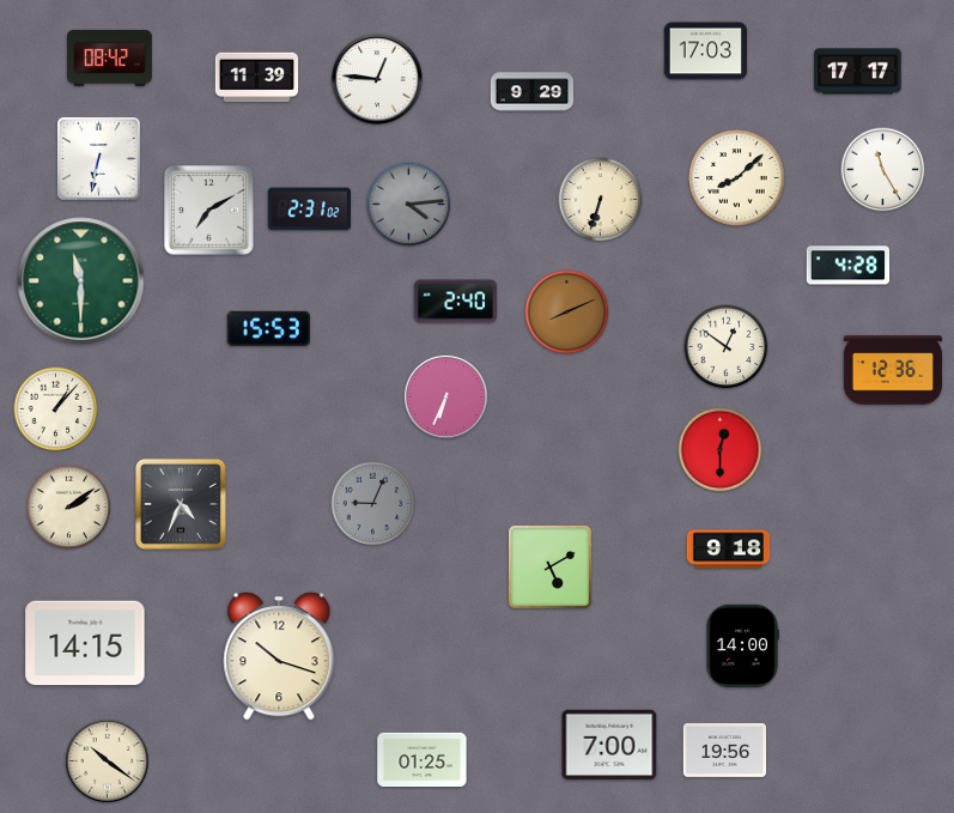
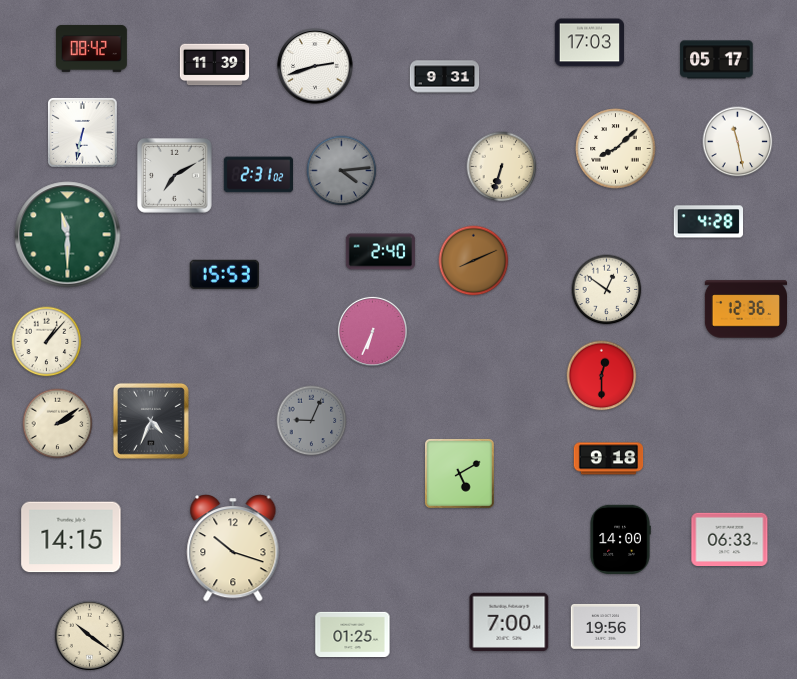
clock at (858, 72): 17:17 -> 05:17
clock at (377, 79): 12:46 -> 2:42
clock at (533, 92): 9:29 -> 9:31
clock at (883, 170): 11:25 -> 11:28
clock at (730, 539): none -> 06:33
